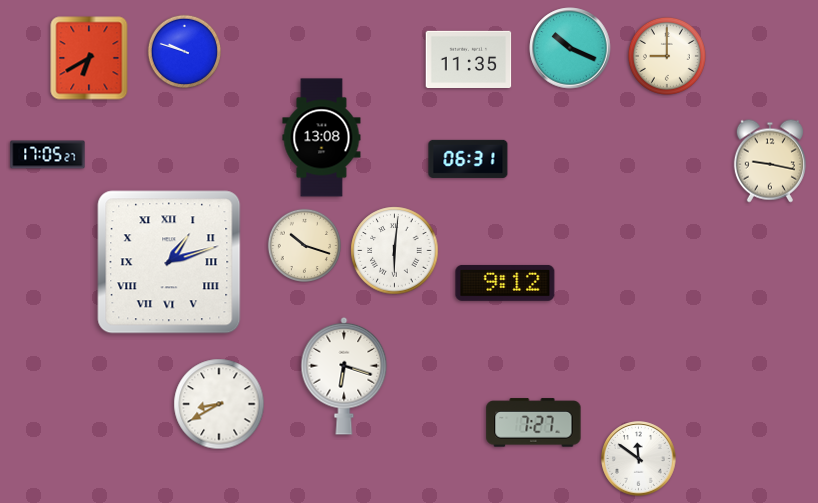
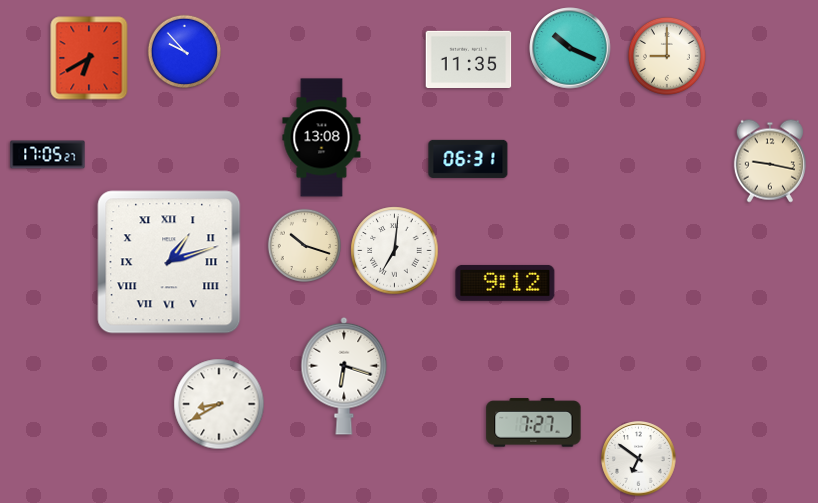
clock at (184, 51): 9:48 -> 9:53
clock at (395, 251): 6:01 -> 7:01
clock at (639, 459): 11:51 -> 6:51
